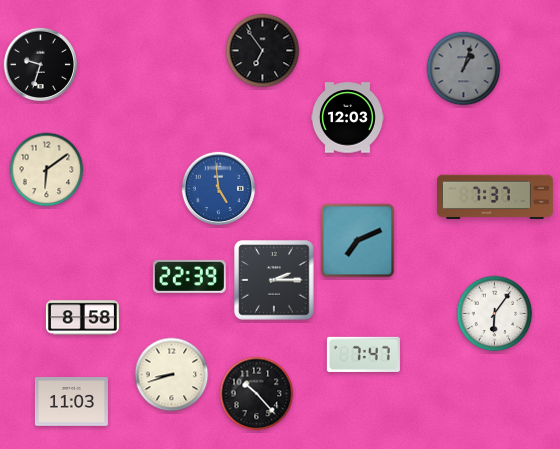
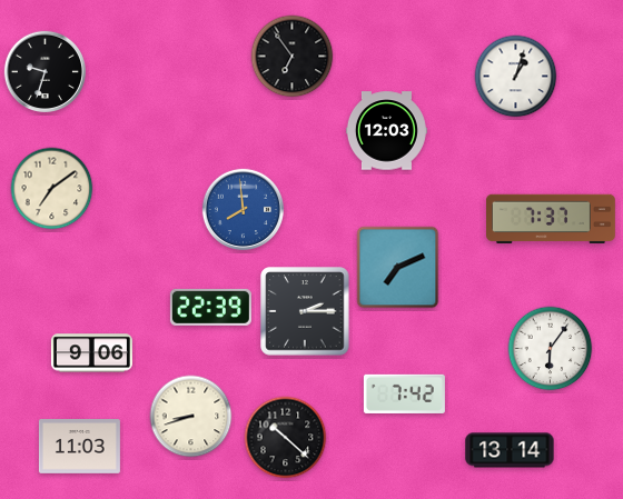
clock at (464, 69) dial: grey -> white
clock at (47, 170): 6:09 -> 7:09
clock at (218, 188): 4:59 -> 7:59
clock at (82, 318): 8:58 -> 9:06
clock at (363, 354): 7:47 -> 7:42
clock at (257, 394): 10:23 -> 10:22
clock at (510, 450): none -> 13:14
